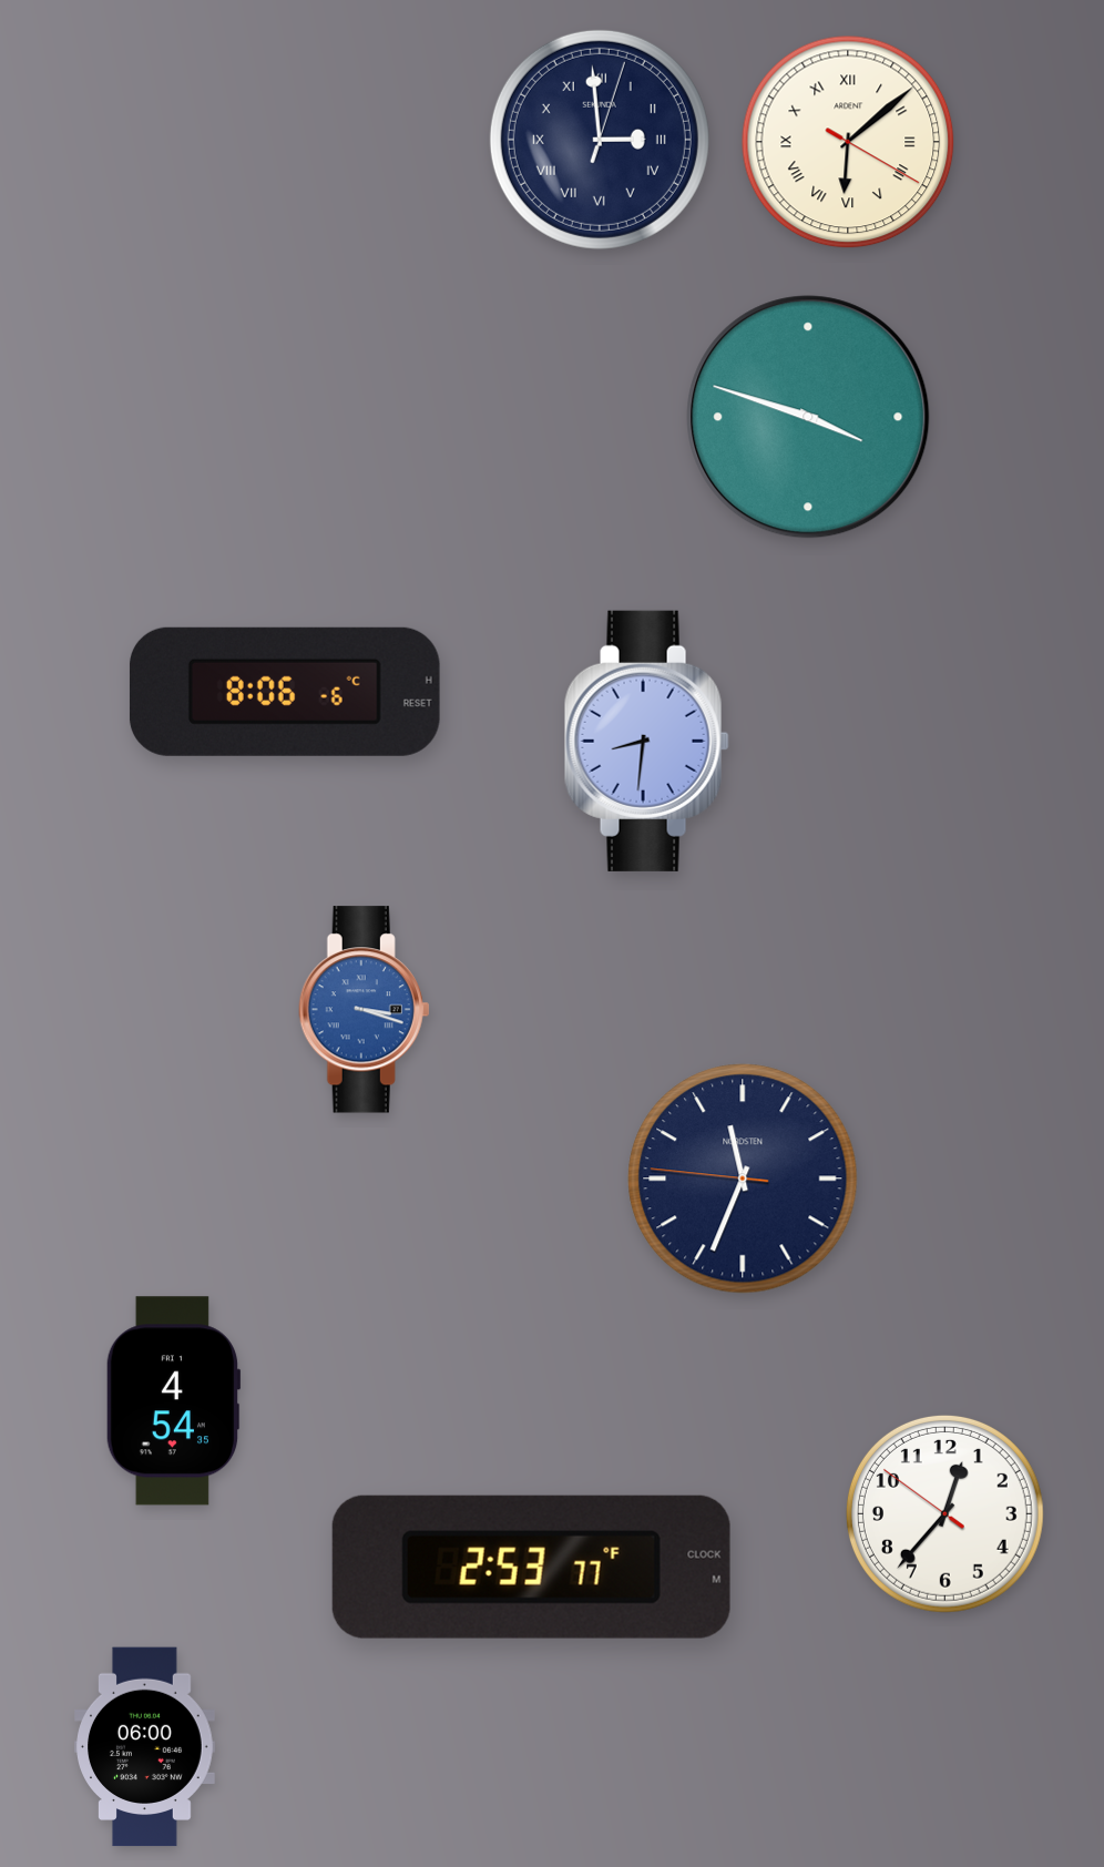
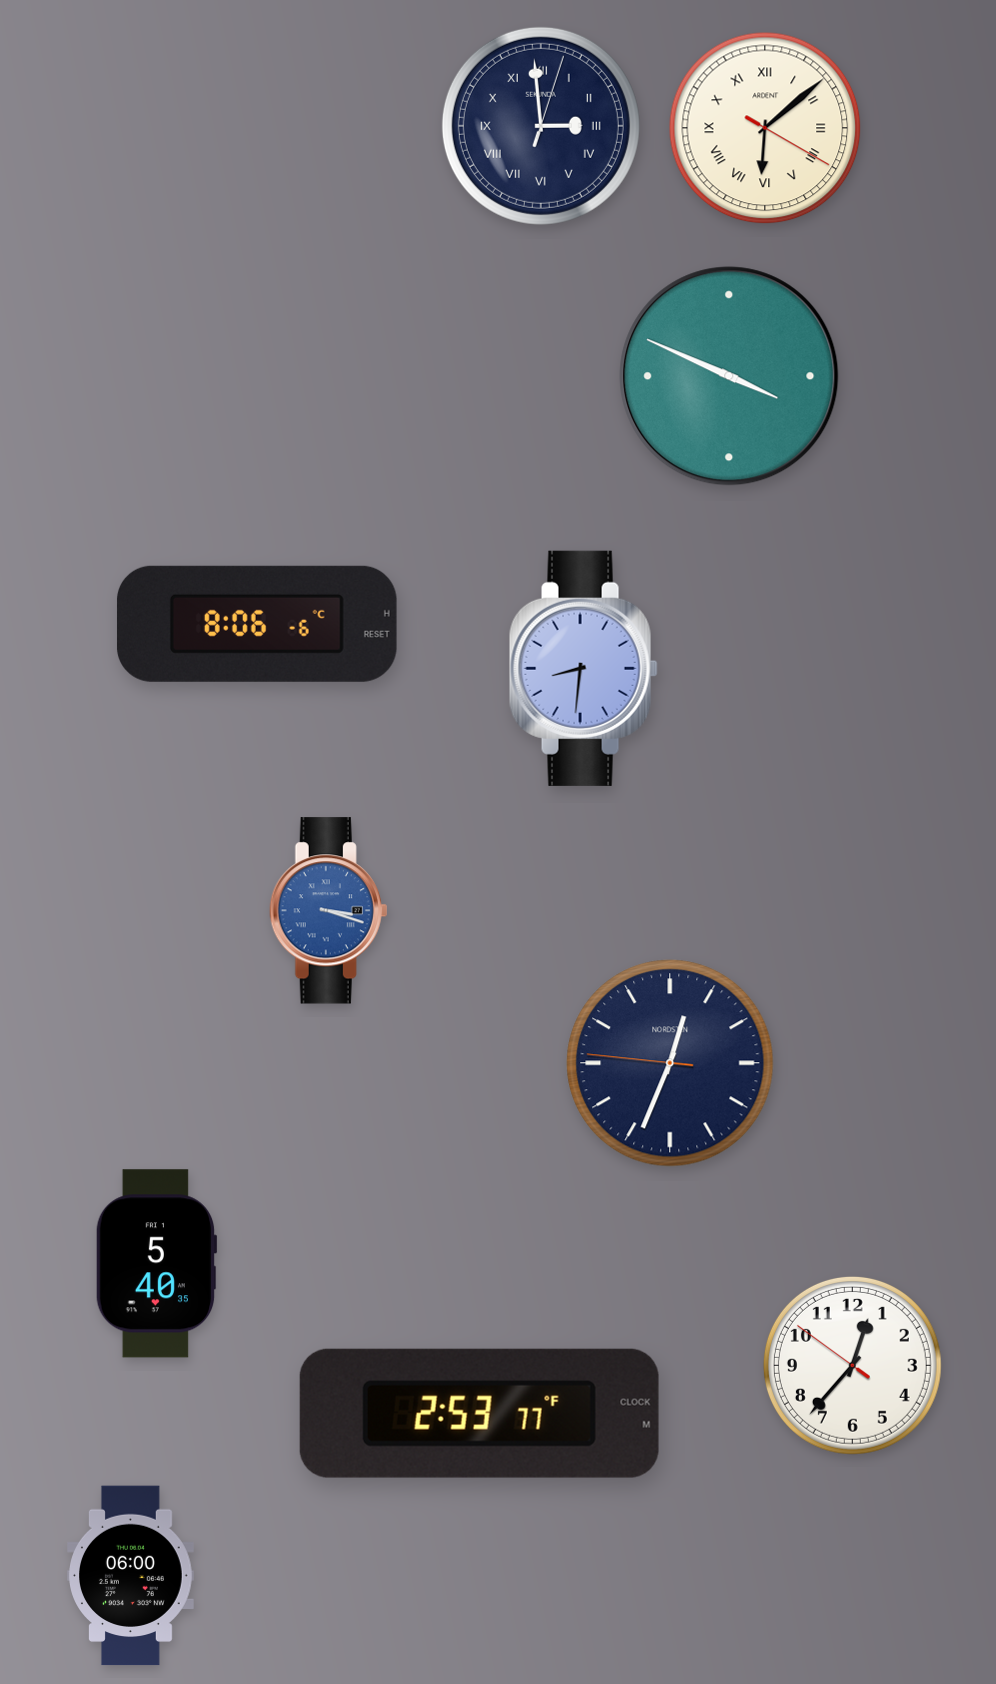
clock at (808, 417): 3:48 -> 3:49
clock at (743, 1179): 11:33 -> 12:33
clock at (173, 1401): 4:54 -> 5:40
